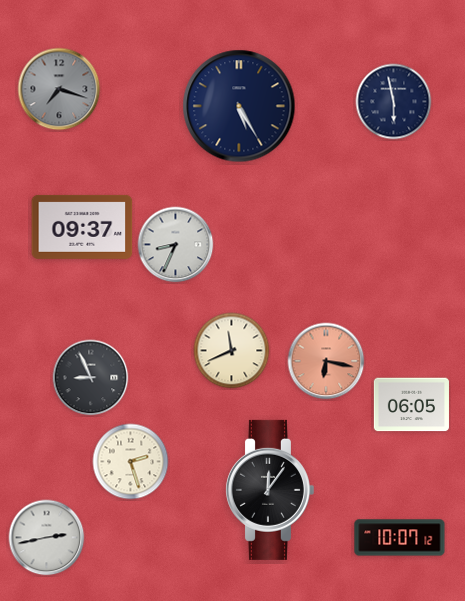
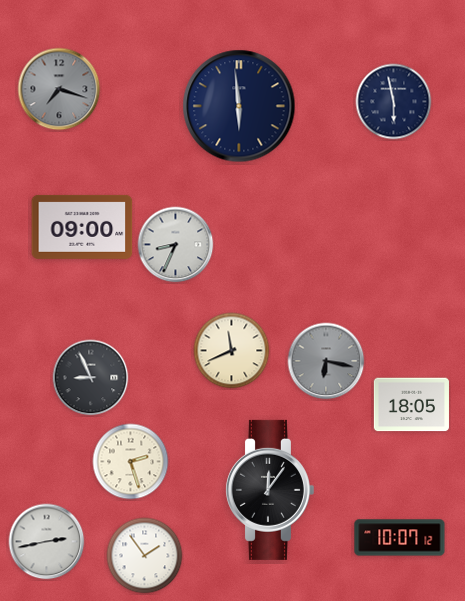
clock at (239, 106): 5:25 -> 5:59
clock at (82, 227): 09:37 -> 09:00
clock at (326, 361) dial: salmon -> grey
clock at (411, 405): 06:05 -> 18:05
clock at (47, 538) position: (47, 538) -> (47, 542)
clock at (145, 556): none -> 1:54
